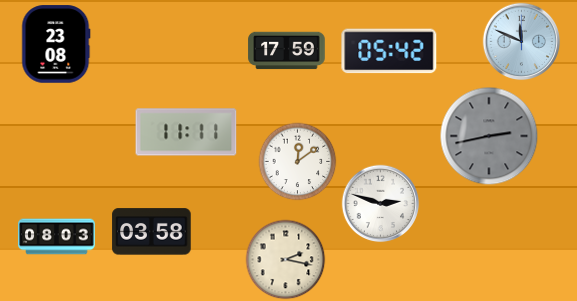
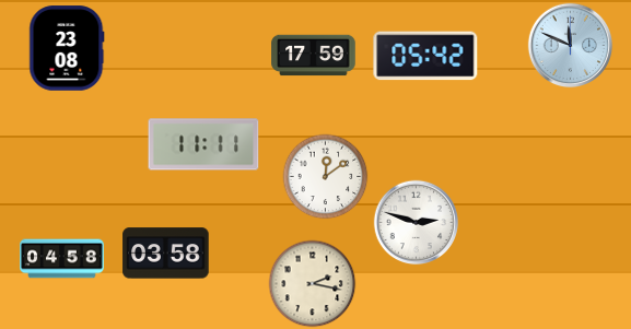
clock at (56, 44) position: (56, 44) -> (67, 48)
clock at (489, 136): 2:43 -> none
clock at (57, 237): 08:03 -> 04:58
